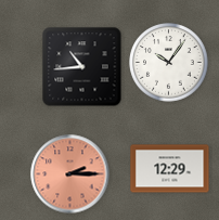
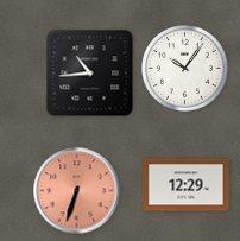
clock at (70, 174): 2:15 -> 6:33
